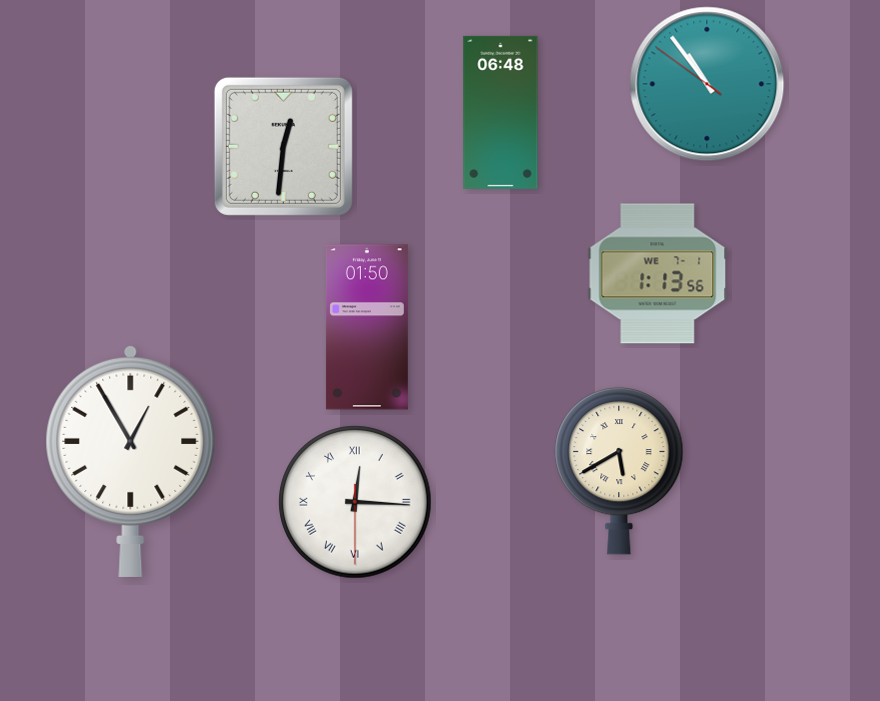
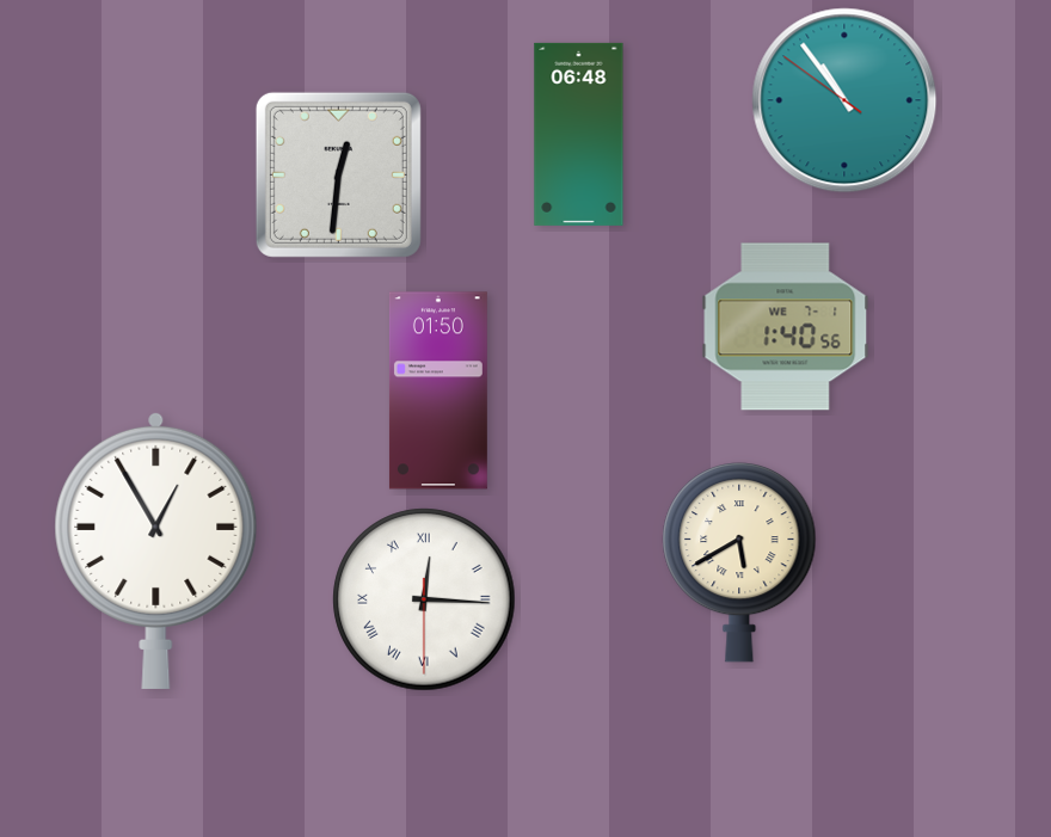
clock at (501, 112) position: (501, 112) -> (579, 134)
clock at (658, 274): 1:13 -> 1:40
